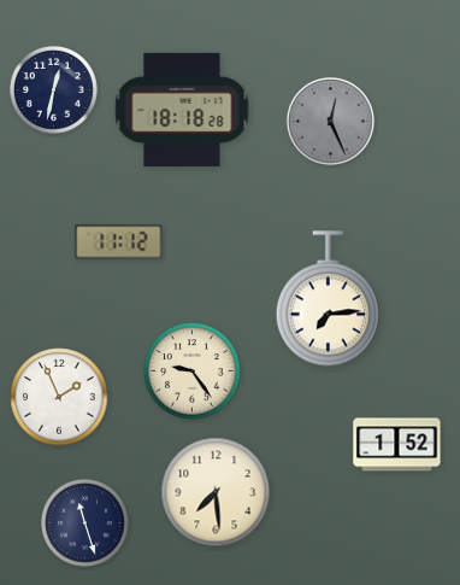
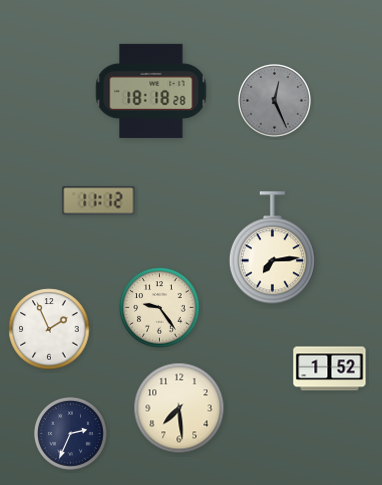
clock at (54, 90): 12:32 -> none
clock at (85, 523): 11:27 -> 2:34
